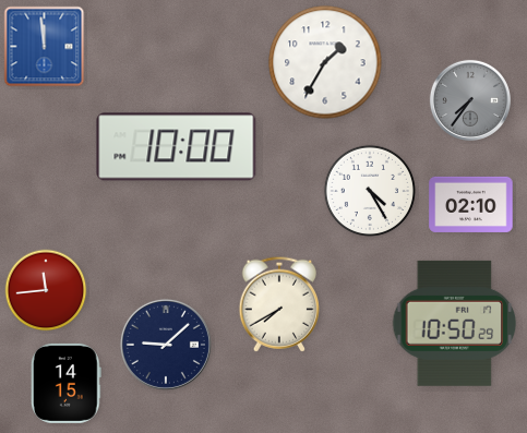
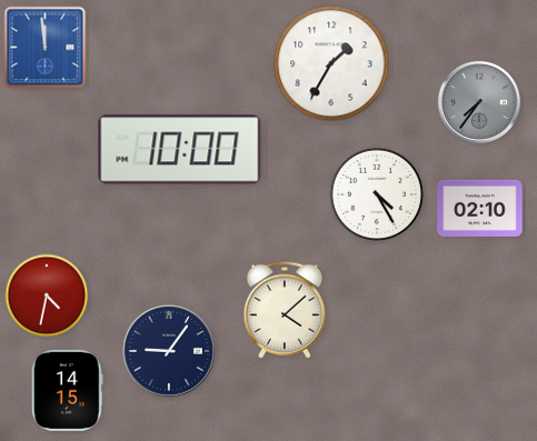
clock at (46, 290): 11:44 -> 4:32
clock at (278, 304): 7:40 -> 4:08
clock at (455, 323): 10:50 -> none
clock at (166, 345): 9:08 -> 9:06
